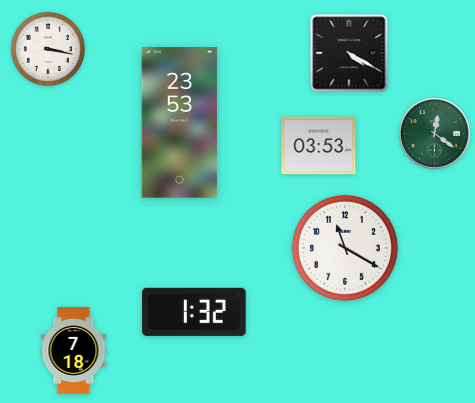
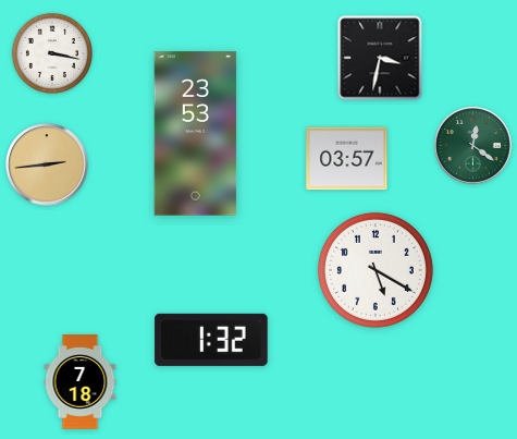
clock at (349, 53): 4:20 -> 3:32
clock at (319, 146): 03:53 -> 03:57
clock at (47, 164): none -> 2:44
clock at (345, 248): 11:20 -> 5:20
